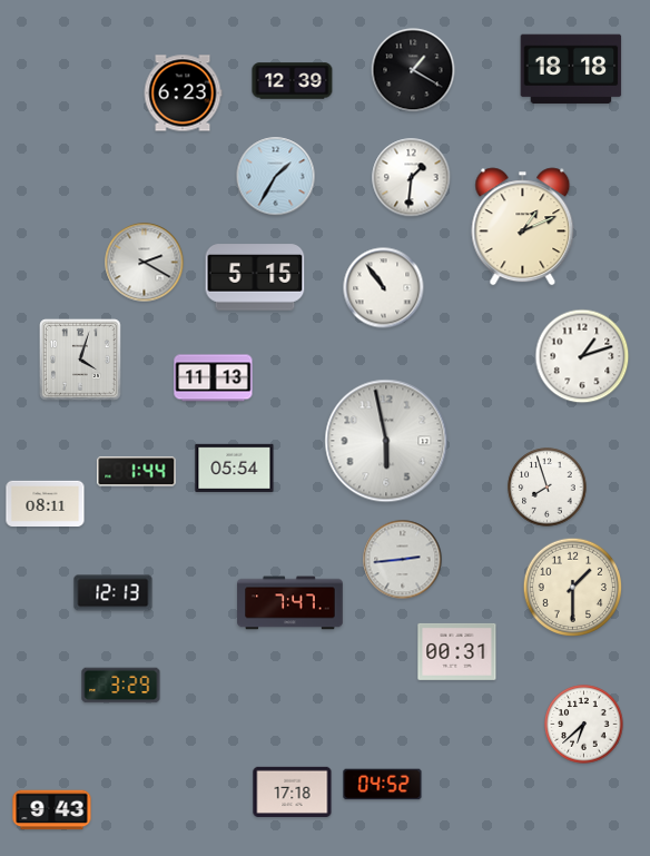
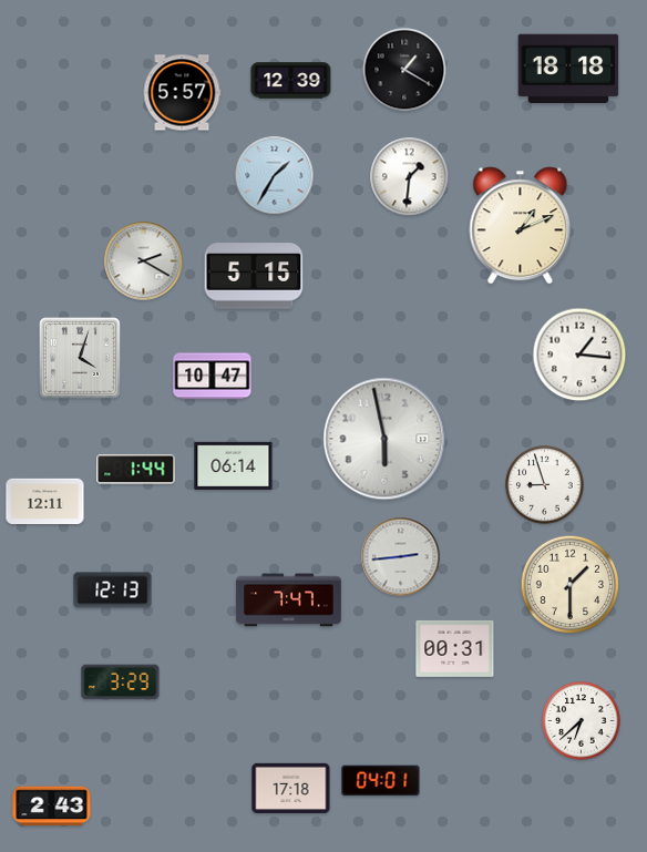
clock at (413, 70) position: (413, 70) -> (404, 70)
clock at (183, 94): 6:23 -> 5:57
clock at (384, 288): 10:54 -> none
clock at (582, 356): 1:12 -> 1:16
clock at (214, 378): 11:13 -> 10:47
clock at (235, 468): 05:54 -> 06:14
clock at (548, 488): 7:57 -> 8:57
clock at (46, 503): 08:11 -> 12:11
clock at (383, 785): 04:52 -> 04:01
clock at (52, 810): 9:43 -> 2:43
